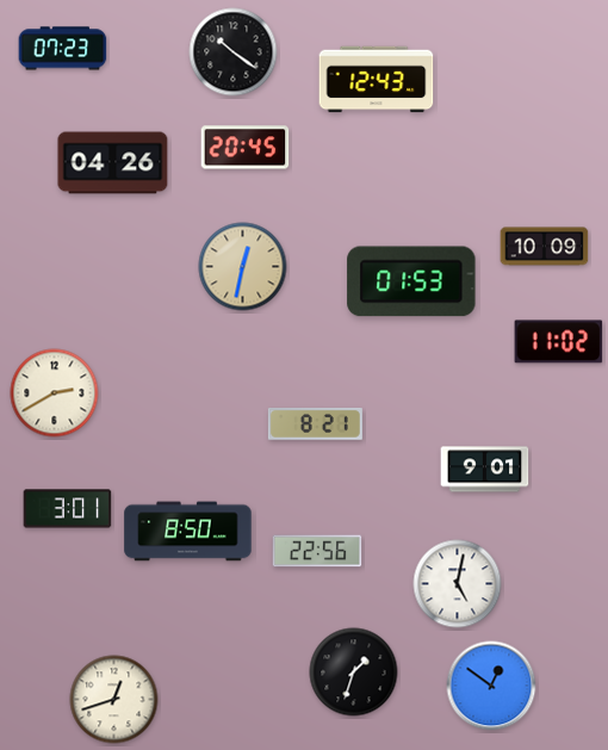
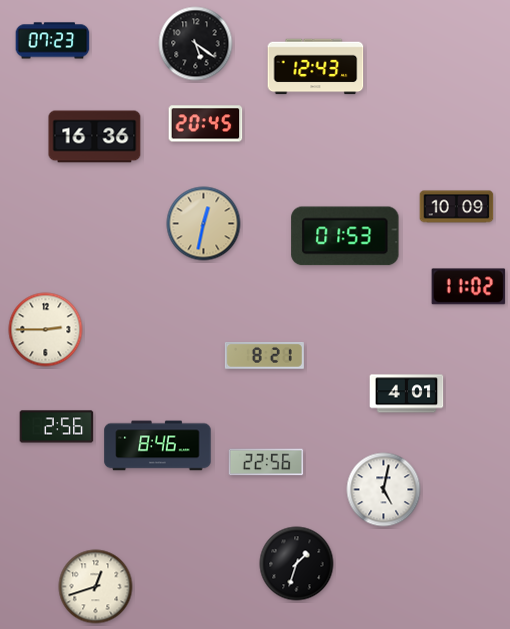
clock at (234, 52): 10:21 -> 5:21
clock at (113, 163): 04:26 -> 16:36
clock at (55, 393): 2:40 -> 2:45
clock at (485, 470): 9:01 -> 4:01
clock at (68, 509): 3:01 -> 2:56
clock at (188, 532): 8:50 -> 8:46
clock at (491, 686): 12:51 -> none
